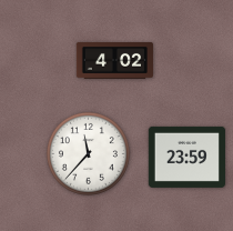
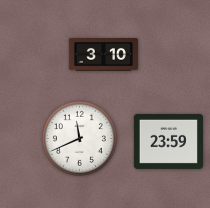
clock at (114, 61): 4:02 -> 3:10
clock at (88, 153): 11:37 -> 11:41
